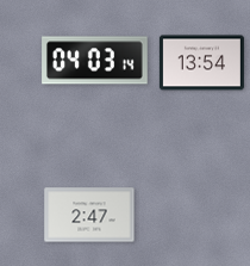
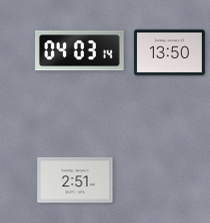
clock at (201, 63): 13:54 -> 13:50
clock at (89, 215): 2:47 -> 2:51
